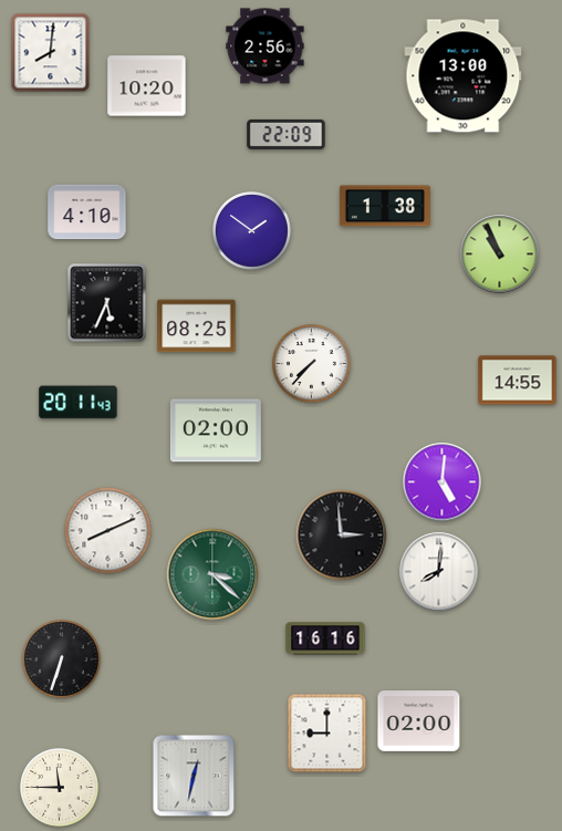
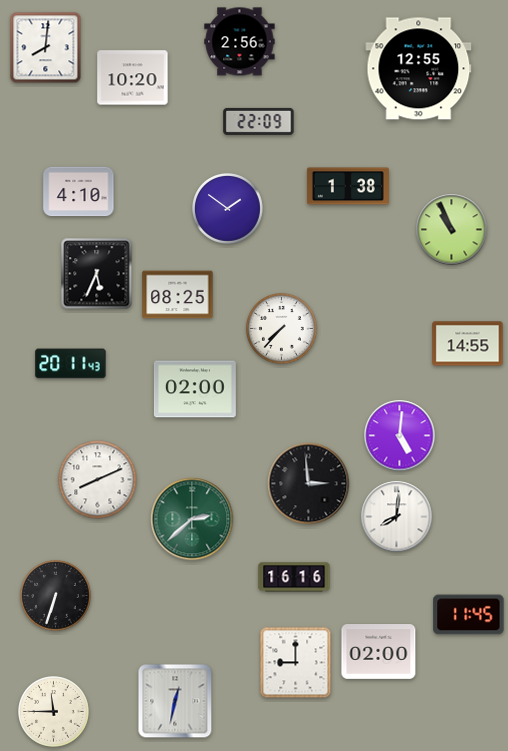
clock at (464, 76): 13:00 -> 12:55
clock at (212, 574): 3:22 -> 2:38
clock at (469, 615): none -> 11:45
